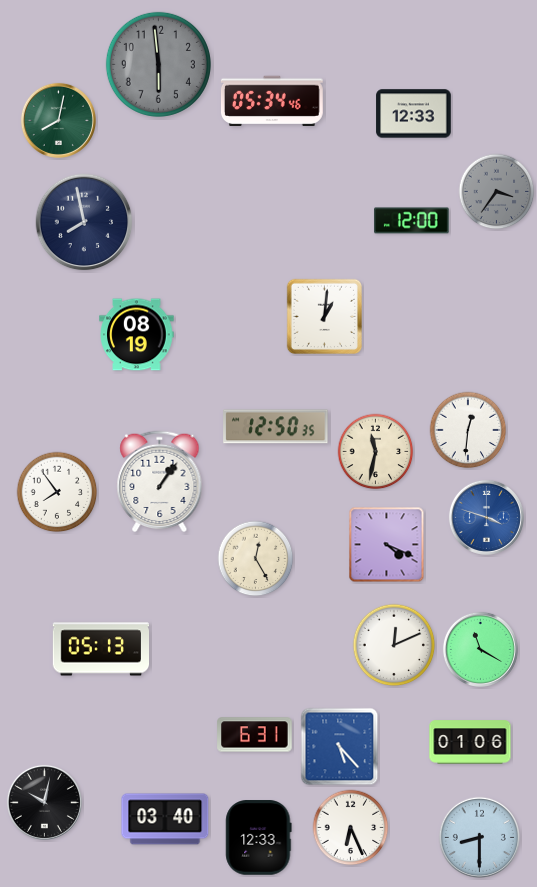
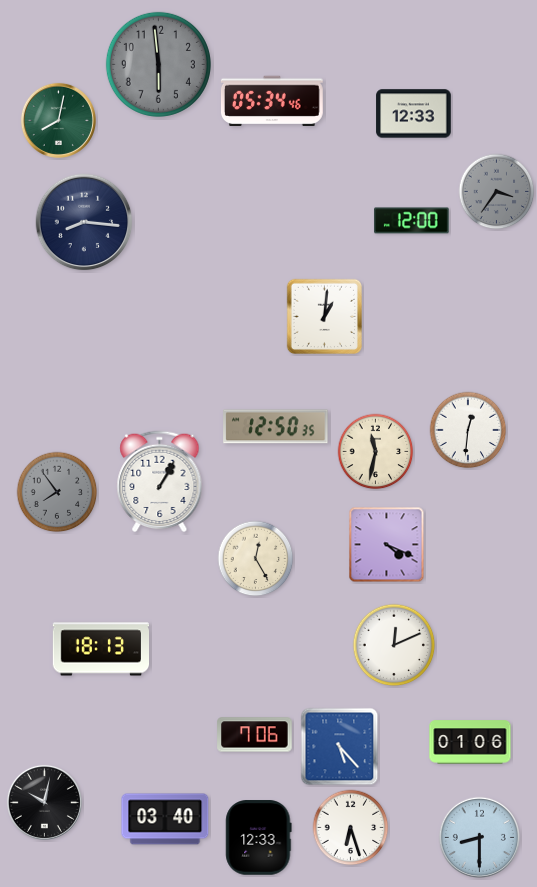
clock at (84, 222): 7:58 -> 8:16
clock at (137, 335): 08:19 -> none
clock at (160, 482): 1:06 -> 1:05
clock at (57, 492) dial: white -> grey
clock at (486, 517): 3:48 -> none
clock at (100, 649): 05:13 -> 18:13
clock at (480, 649): 11:20 -> none
clock at (255, 735): 6:31 -> 7:06
clock at (351, 828): 6:26 -> 6:27
